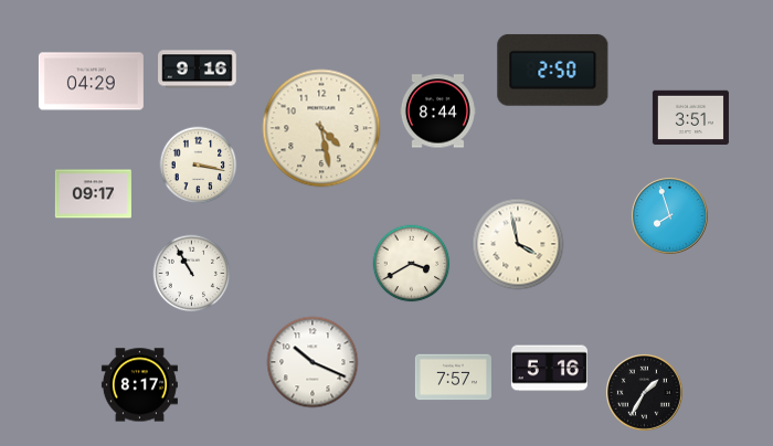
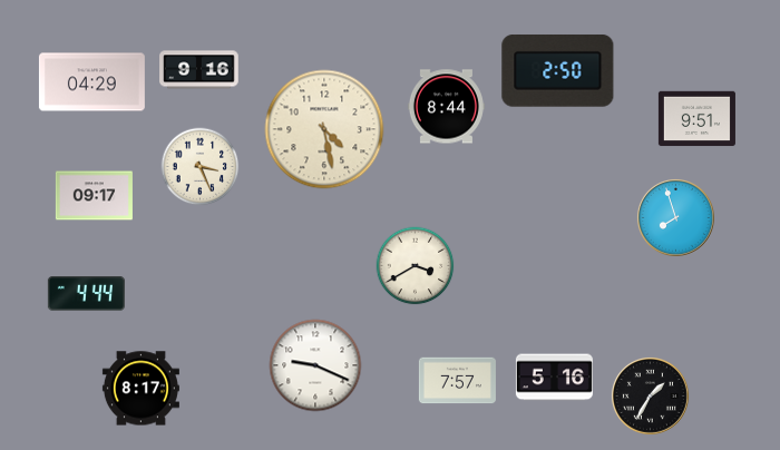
clock at (437, 112) position: (437, 112) -> (446, 107)
clock at (690, 118): 3:51 -> 9:51
clock at (199, 166): 3:17 -> 3:26
clock at (518, 244): 3:58 -> none
clock at (192, 274): 10:55 -> none
clock at (86, 294): none -> 4:44
clock at (313, 362): 10:19 -> 9:19
clock at (549, 369) position: (549, 369) -> (554, 378)
